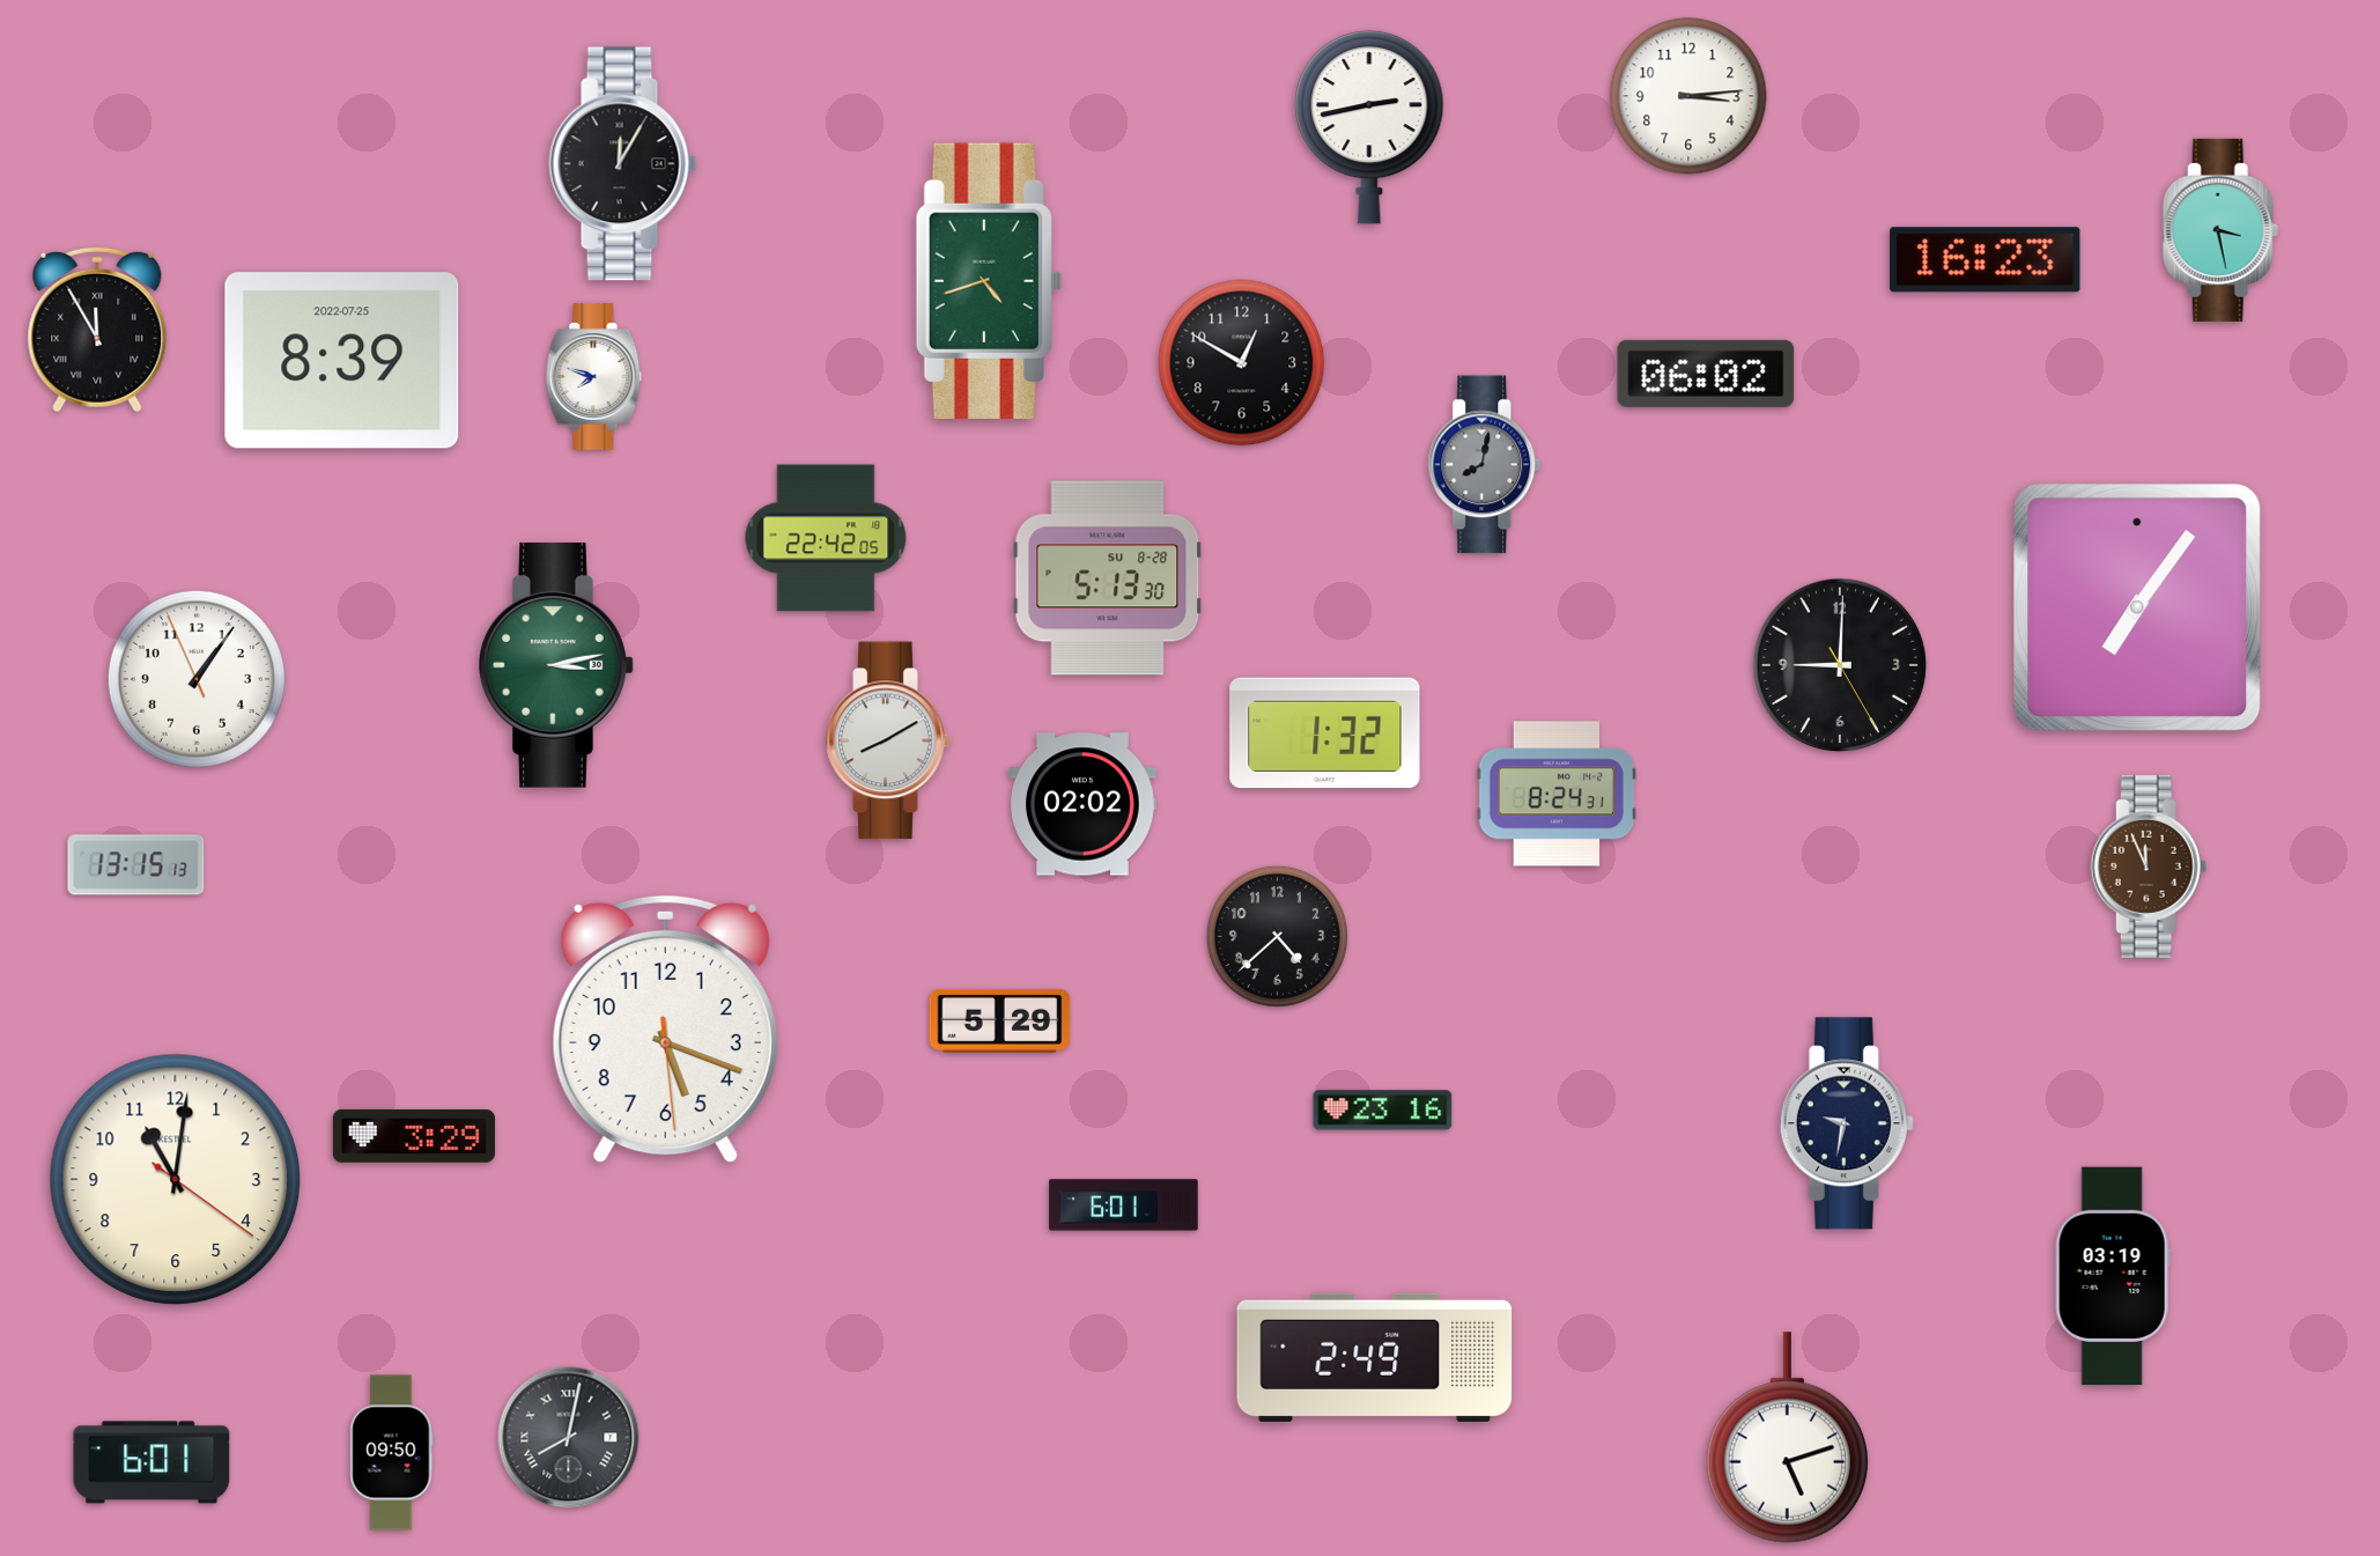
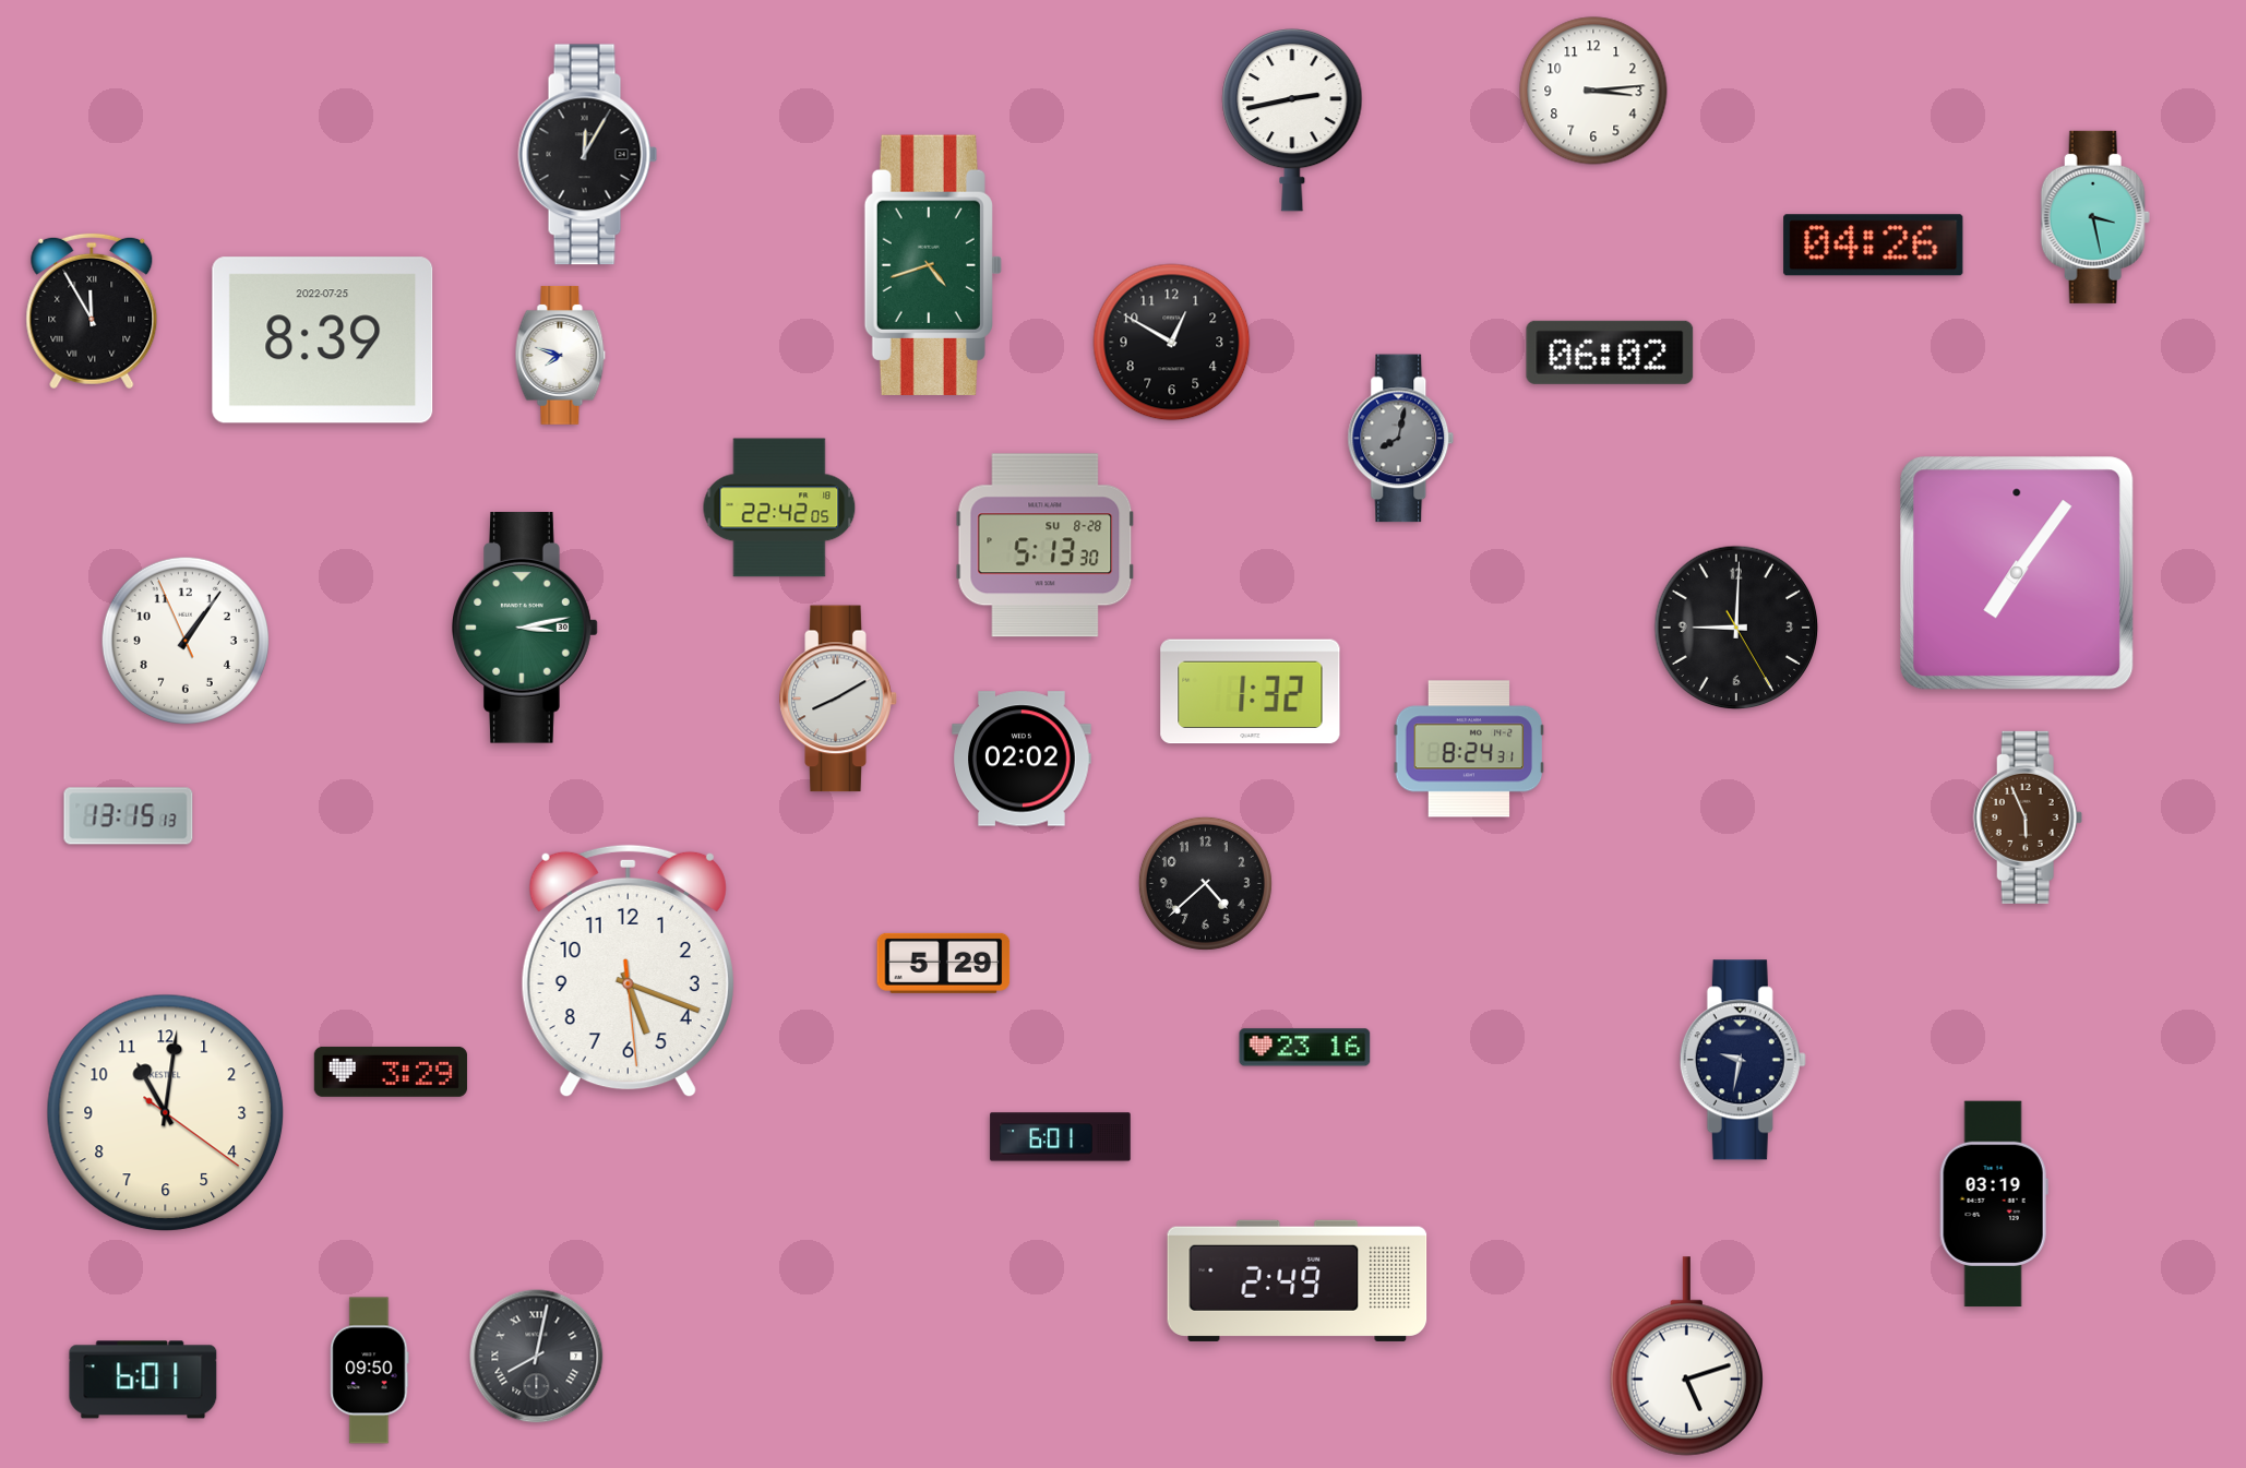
clock at (1986, 260): 16:23 -> 04:26
clock at (2149, 867): 11:56 -> 5:56
